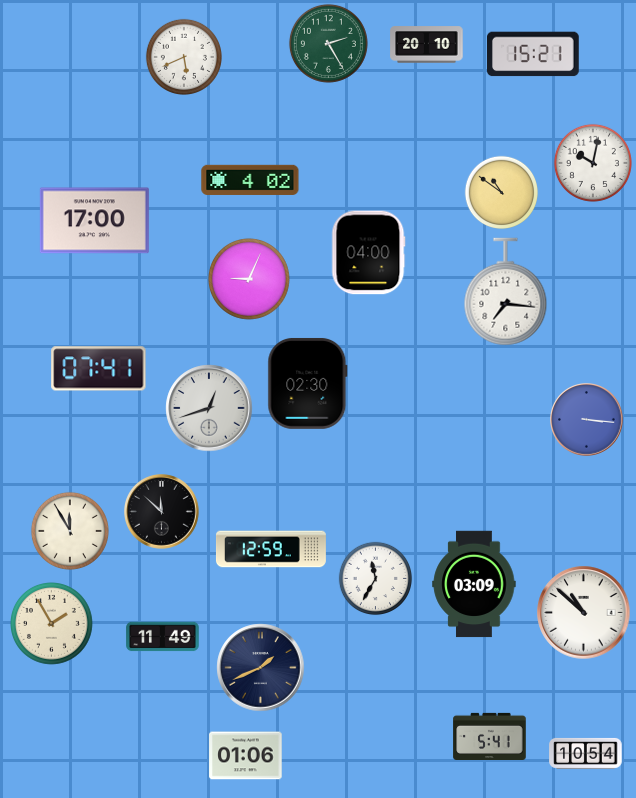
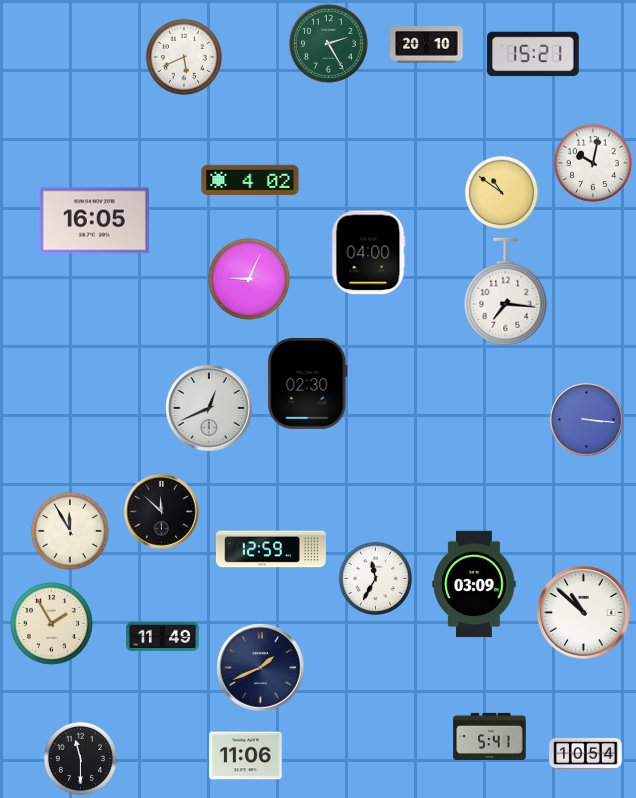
clock at (94, 221): 17:00 -> 16:05
clock at (99, 369): 07:41 -> none
clock at (209, 408): 12:42 -> 12:41
clock at (246, 756): 01:06 -> 11:06
clock at (81, 759): none -> 11:30
